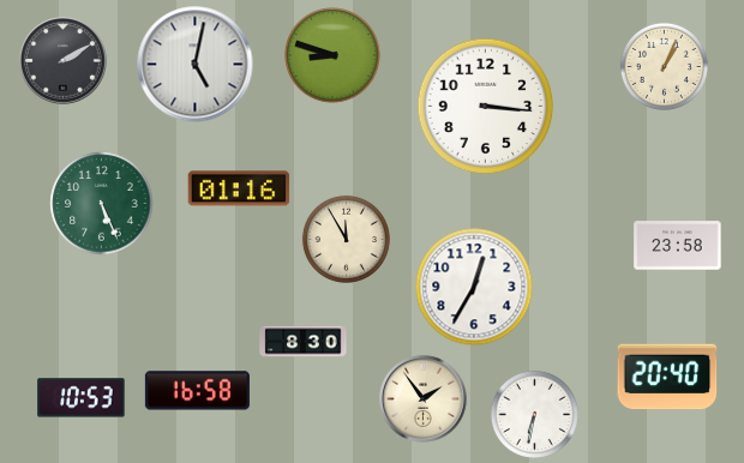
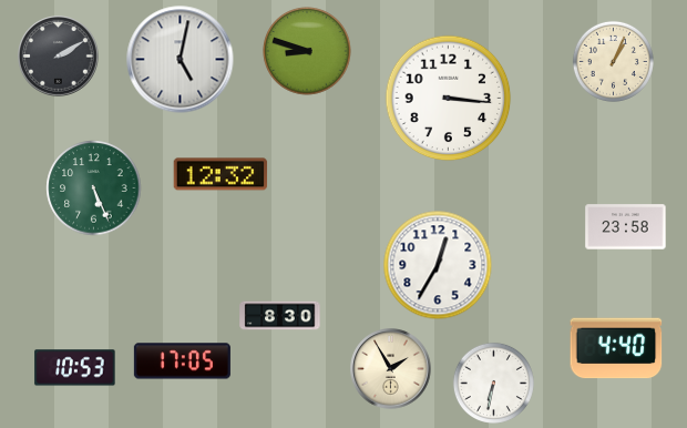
clock at (239, 188): 01:16 -> 12:32
clock at (346, 239): 11:55 -> none
clock at (667, 377): 20:40 -> 4:40
clock at (197, 391): 16:58 -> 17:05
clock at (424, 399): 1:54 -> 1:55
